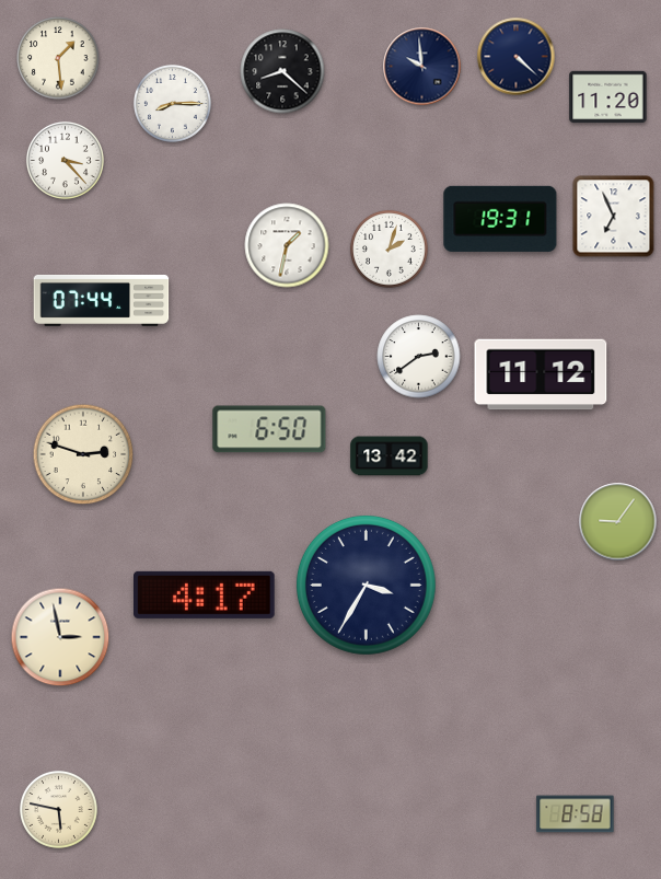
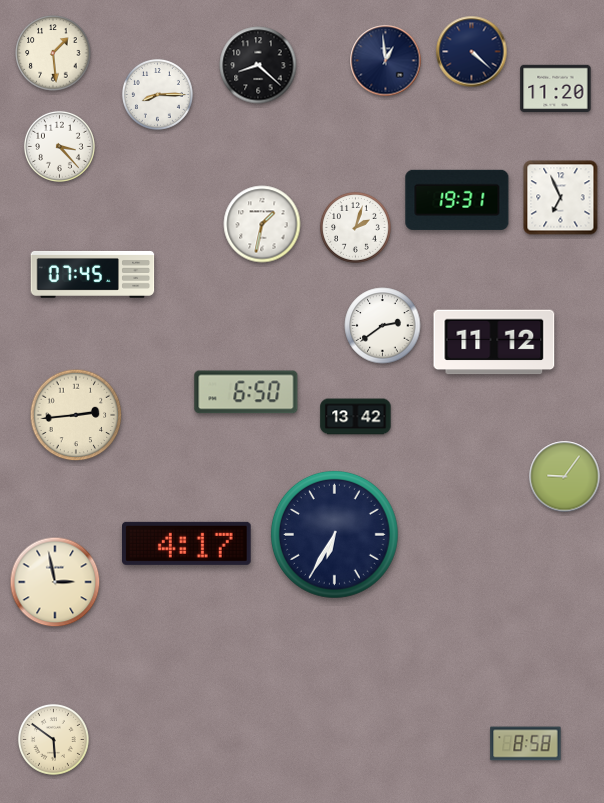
clock at (422, 67): 9:59 -> 12:59
clock at (102, 300): 07:44 -> 07:45
clock at (83, 454): 2:48 -> 2:44
clock at (366, 585): 3:35 -> 6:35
clock at (58, 809): 5:47 -> 5:51
